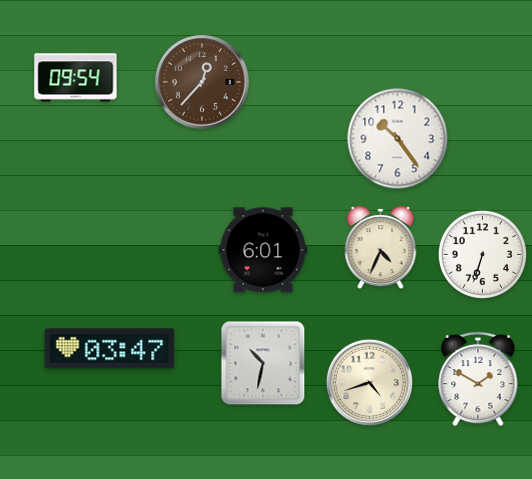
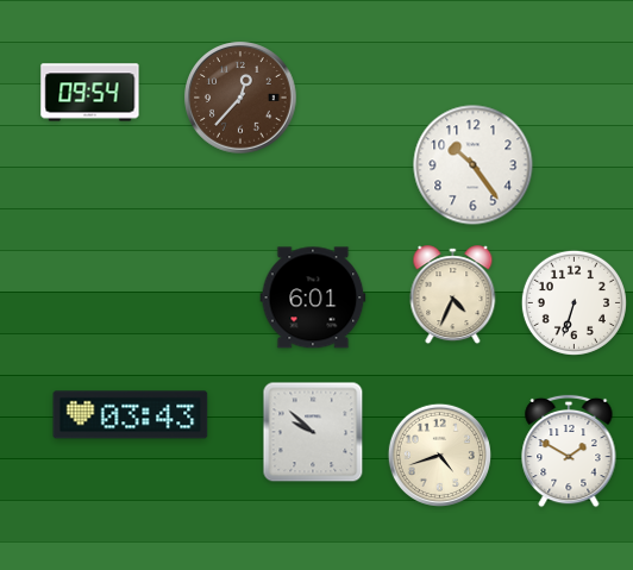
clock at (110, 349): 03:47 -> 03:43
clock at (263, 363): 10:32 -> 9:52
